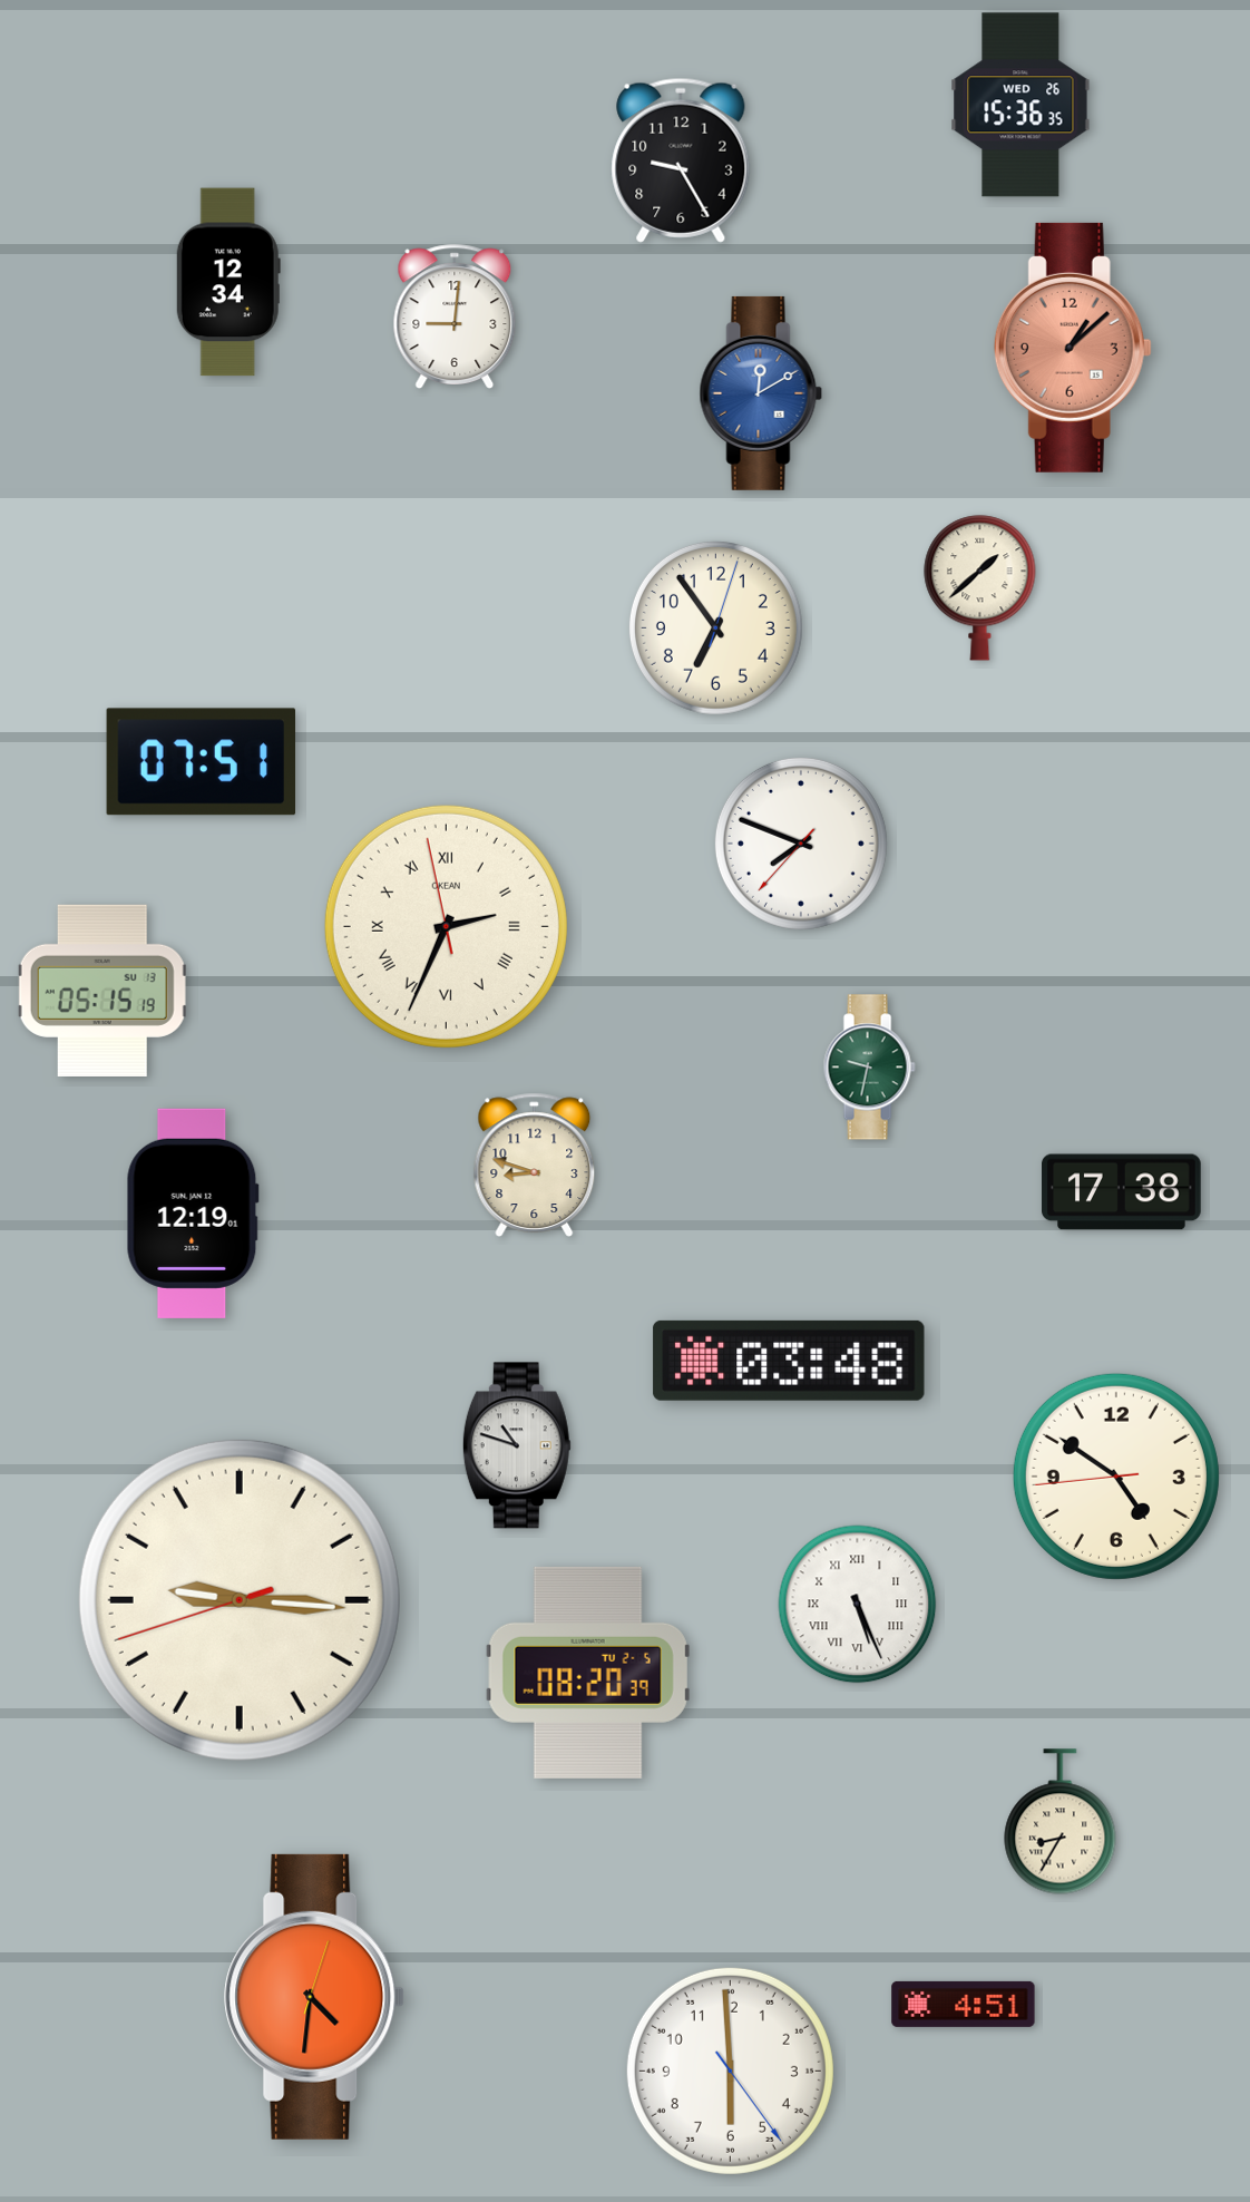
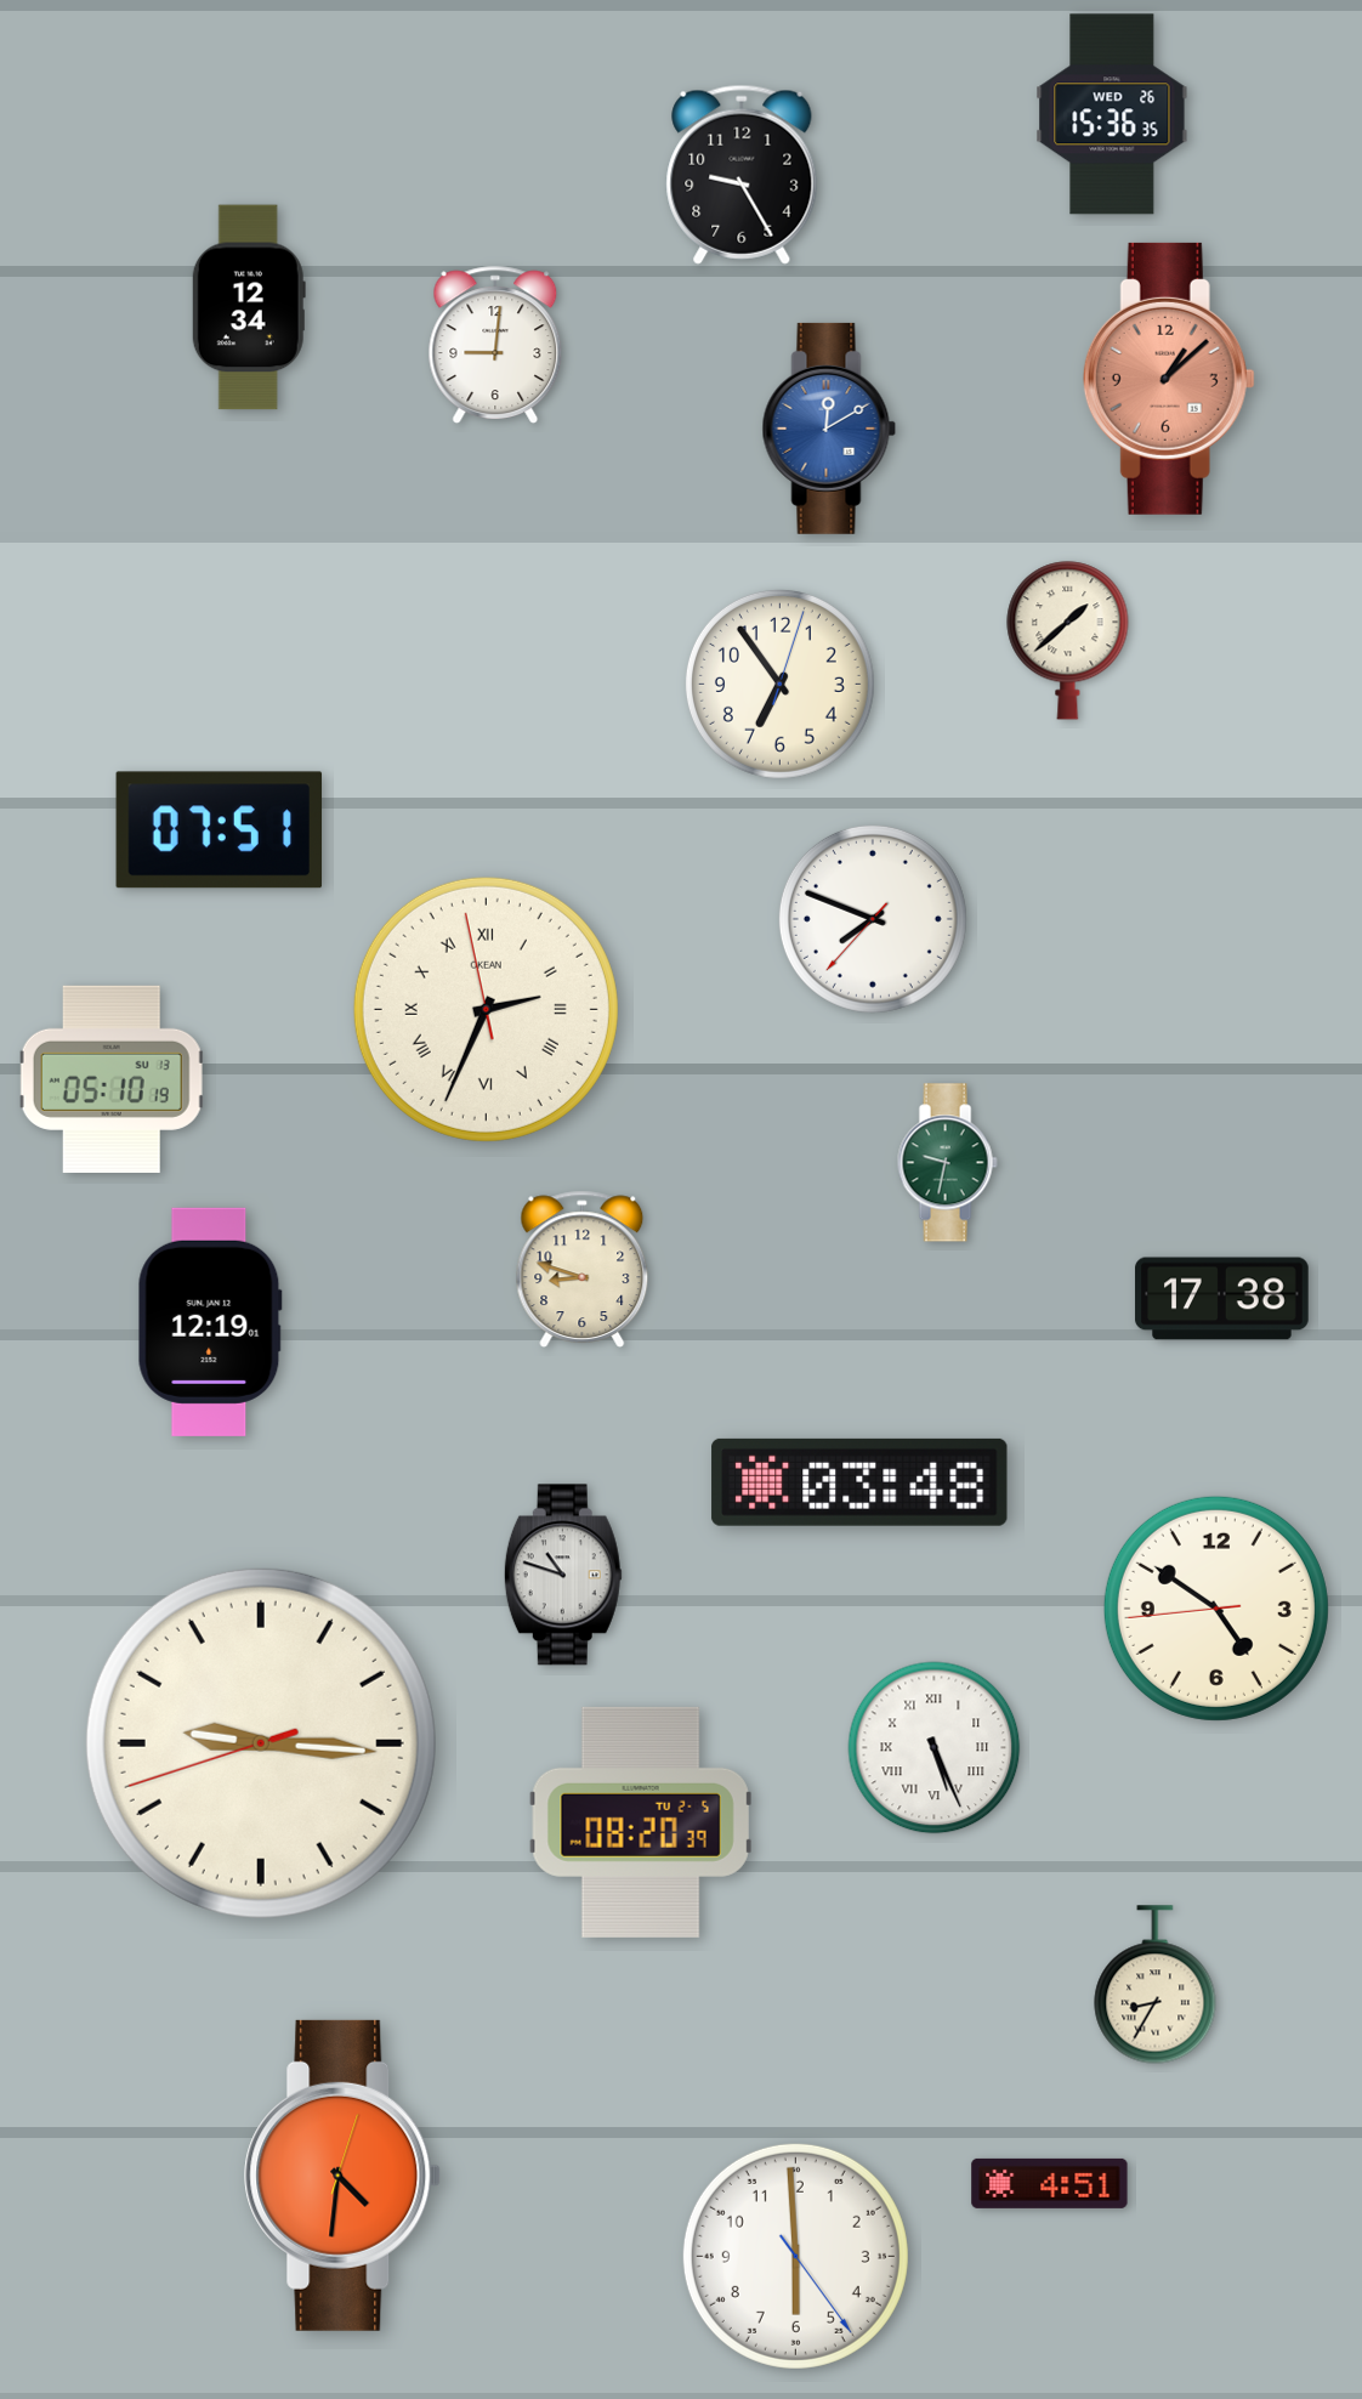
clock at (102, 991): 05:15 -> 05:10
